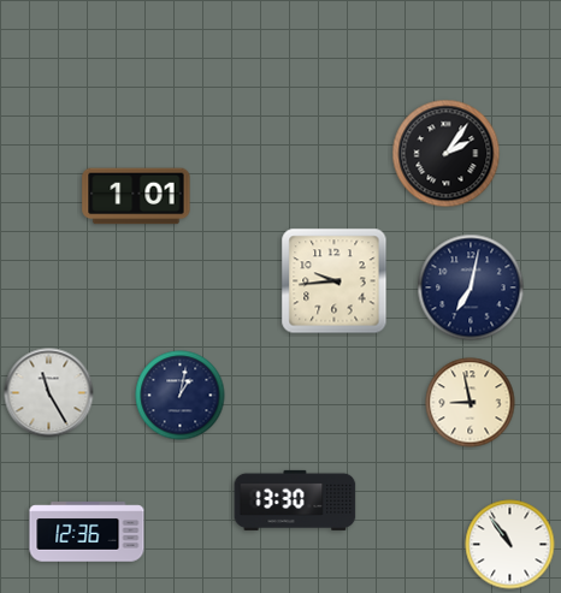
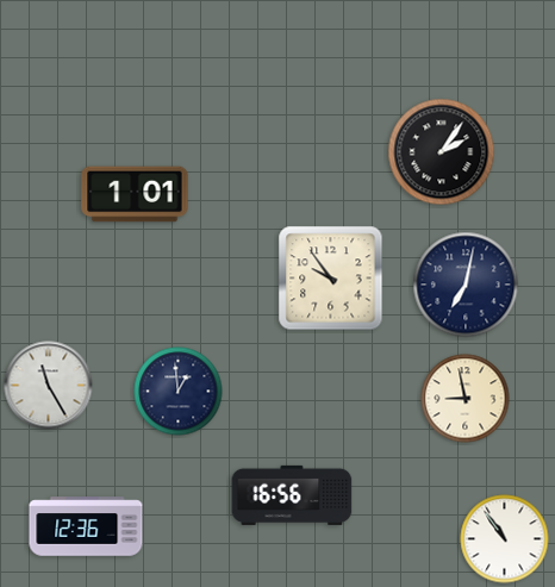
clock at (335, 281): 9:44 -> 9:54
clock at (49, 393) position: (49, 393) -> (49, 386)
clock at (181, 396): 1:02 -> 12:59
clock at (295, 500): 13:30 -> 16:56
